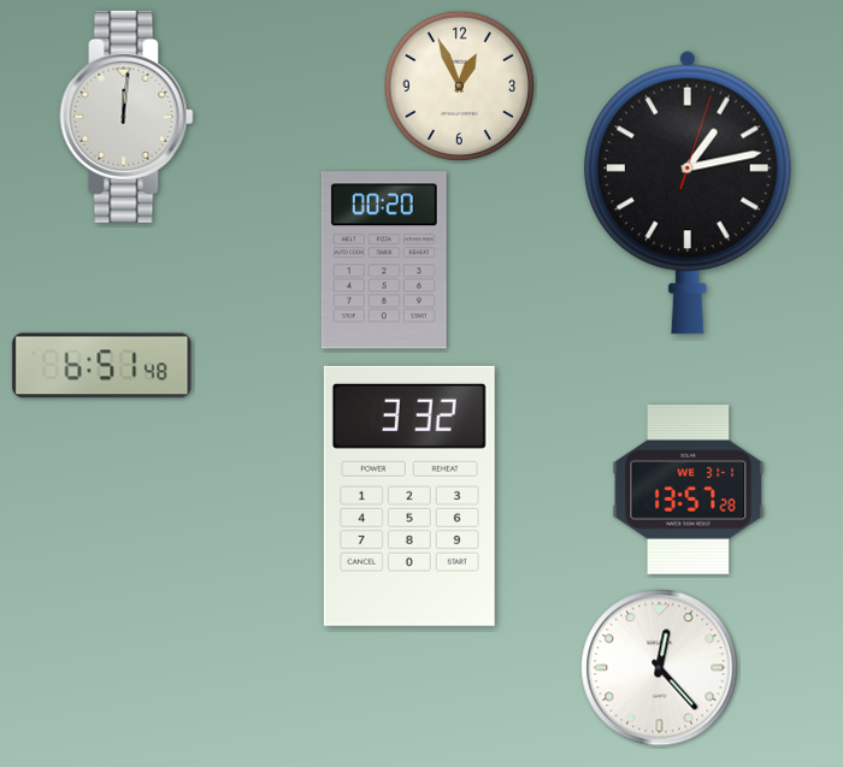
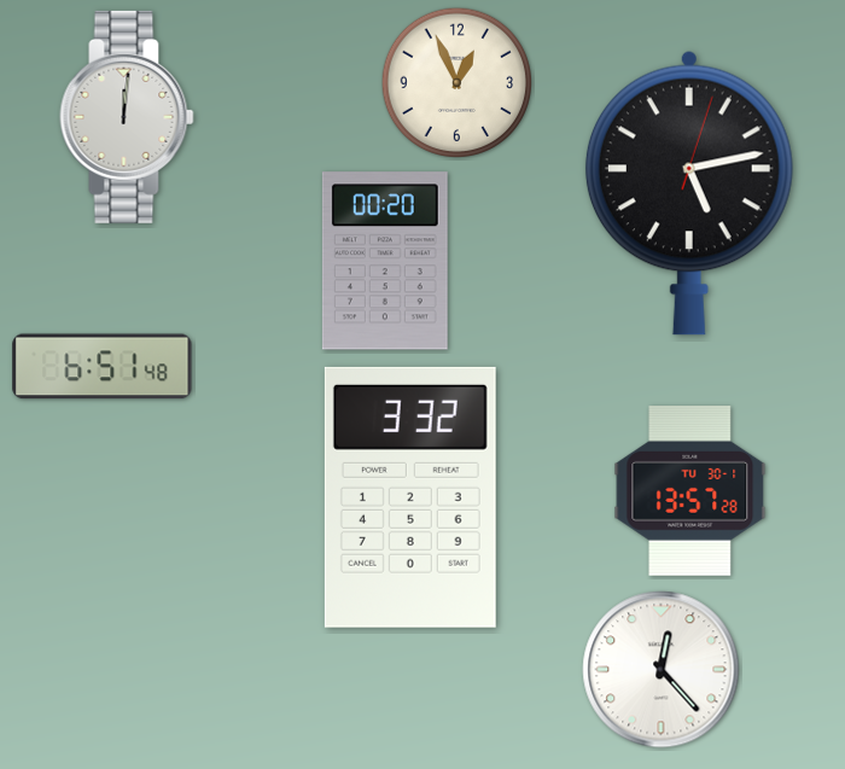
clock at (459, 85) position: (459, 85) -> (456, 82)
clock at (688, 193): 1:13 -> 5:13
clock at (689, 490) date: WE 31-1 -> TU 30-1
